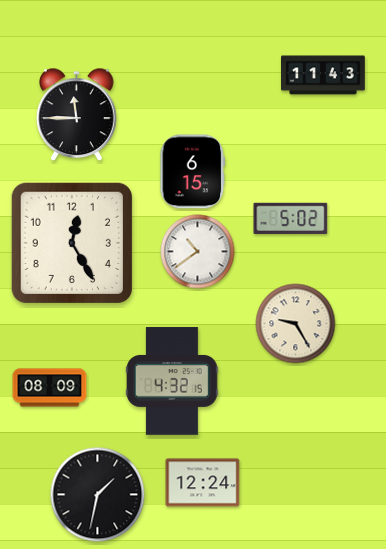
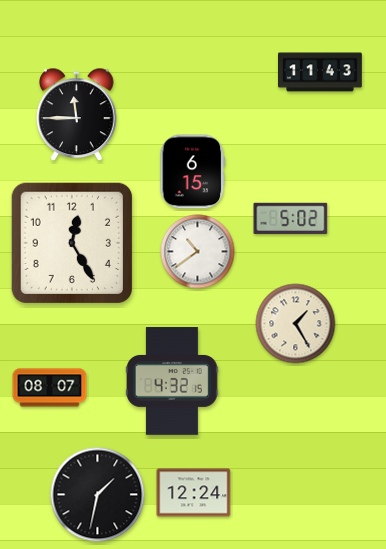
clock at (323, 75) position: (323, 75) -> (320, 72)
clock at (296, 324): 9:25 -> 1:25
clock at (50, 388): 08:09 -> 08:07
clock at (203, 483) position: (203, 483) -> (194, 493)
